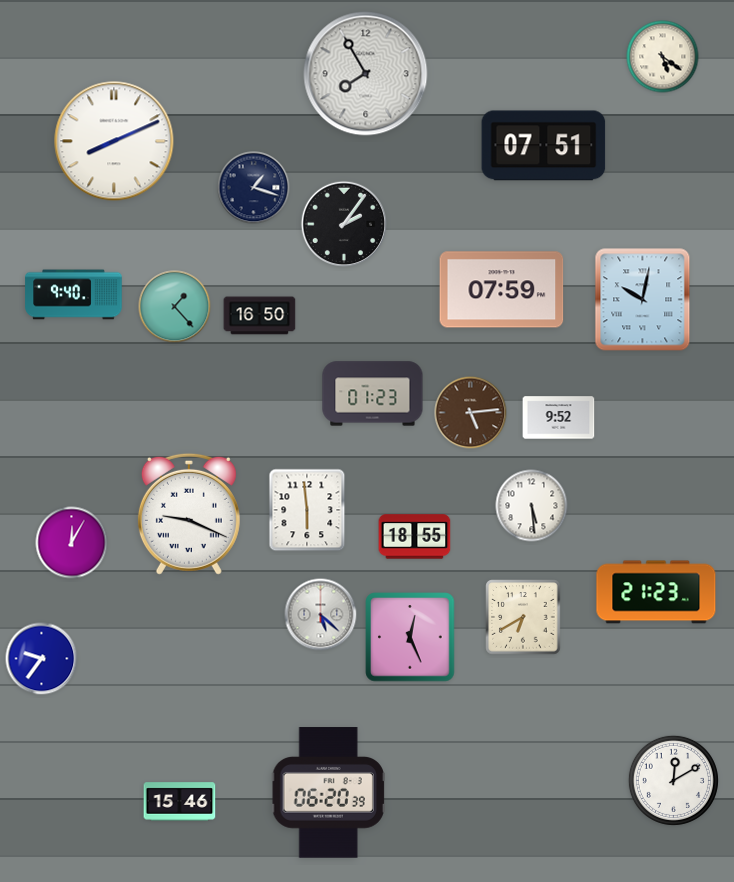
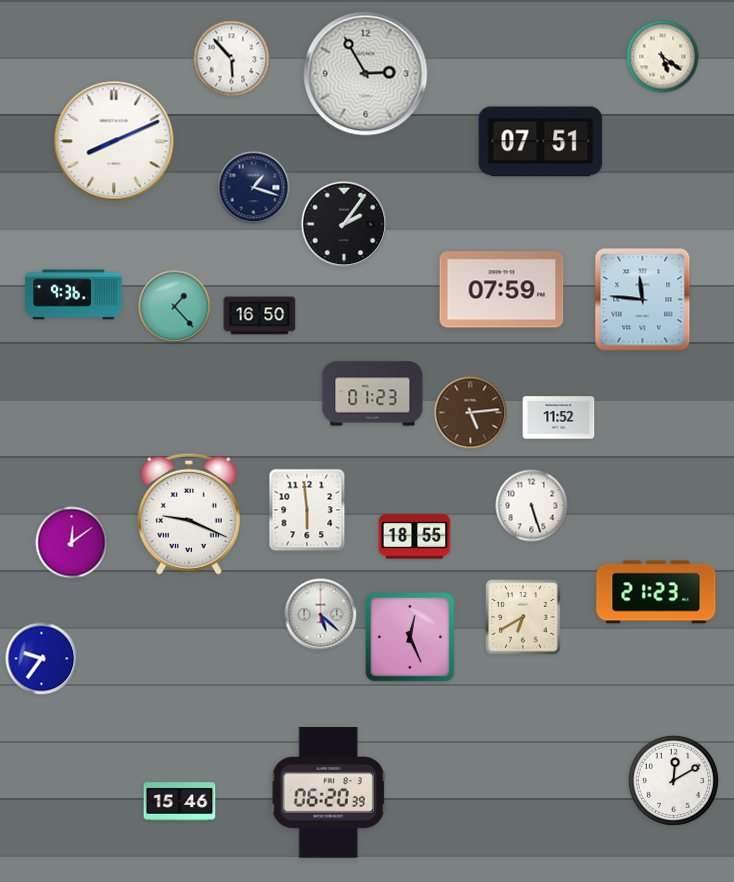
clock at (232, 59): none -> 5:53
clock at (366, 74): 7:55 -> 2:55
clock at (544, 146) position: (544, 146) -> (541, 142)
clock at (74, 295): 9:40 -> 9:36
clock at (643, 300): 10:02 -> 11:46
clock at (559, 418): 9:52 -> 11:52
clock at (532, 506): 5:29 -> 5:27
clock at (72, 543): 12:05 -> 12:09
